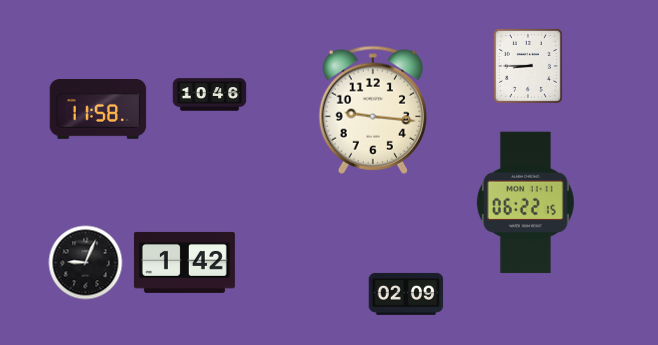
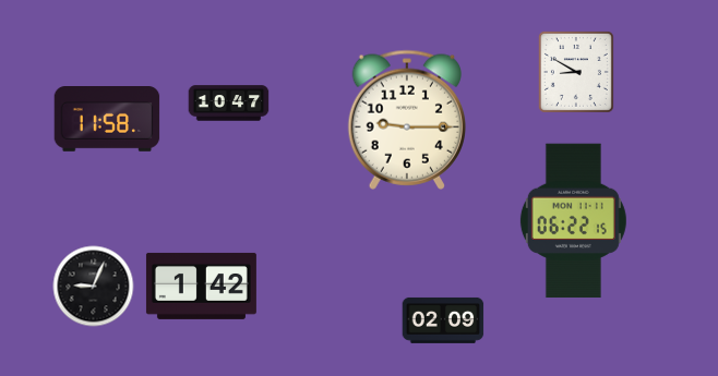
clock at (528, 66): 8:45 -> 8:50
clock at (210, 95): 10:46 -> 10:47
clock at (372, 110): 9:16 -> 9:15
